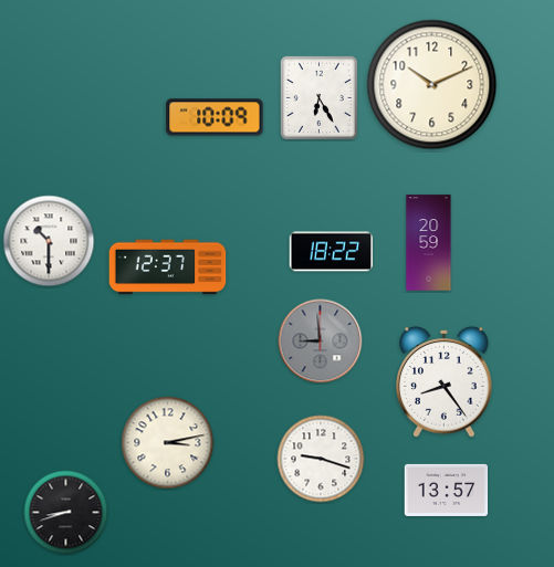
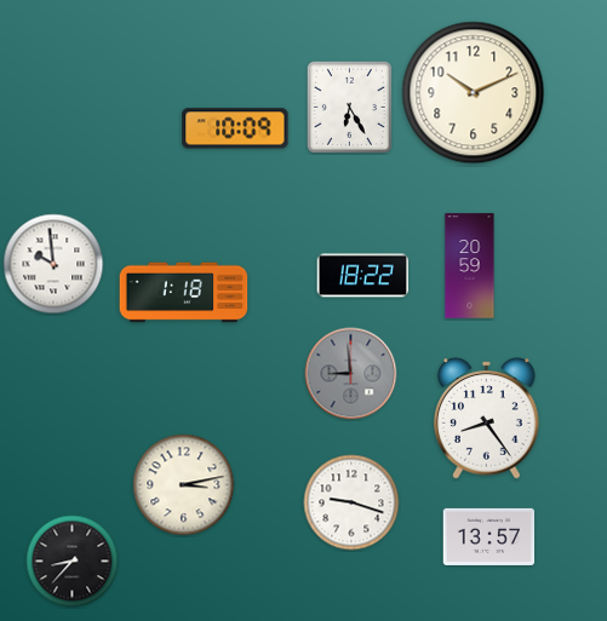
clock at (49, 241): 10:30 -> 9:59
clock at (168, 267): 12:37 -> 1:18
clock at (66, 513): 8:42 -> 8:37
